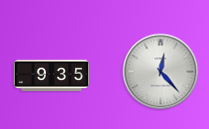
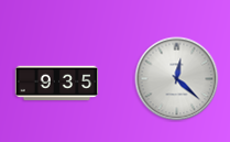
clock at (161, 72): 12:23 -> 12:22
